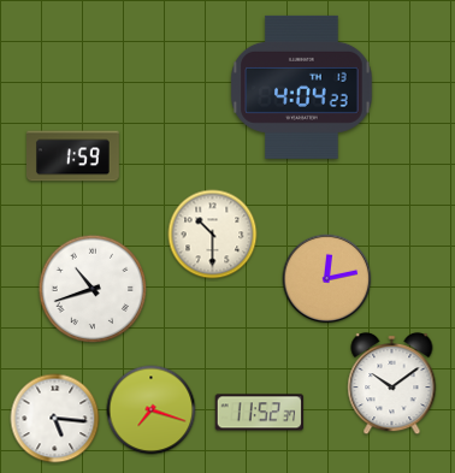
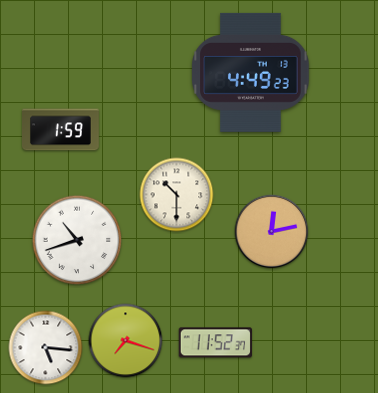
clock at (302, 87): 4:04 -> 4:49
clock at (392, 384): 10:09 -> none
